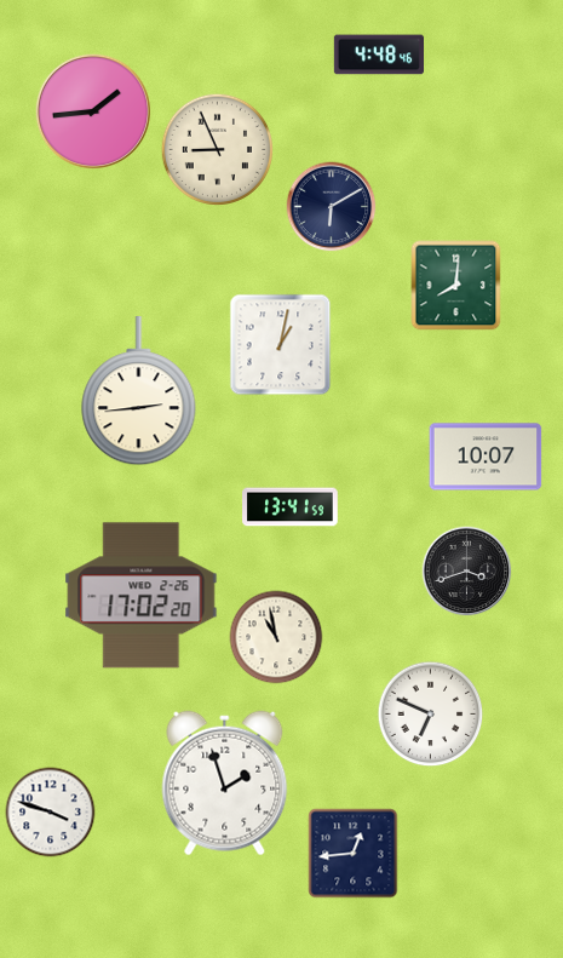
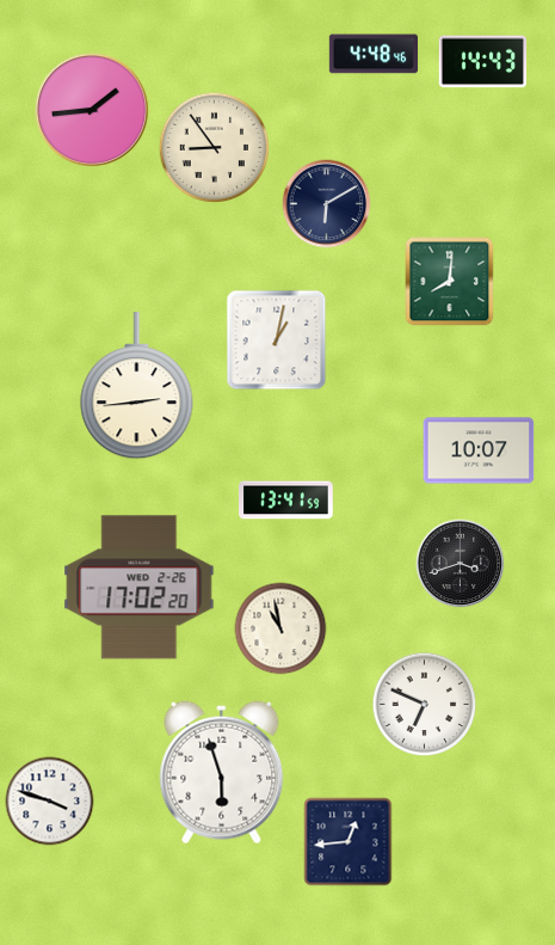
clock at (483, 62): none -> 14:43
clock at (218, 150): 8:56 -> 8:54
clock at (276, 637) position: (276, 637) -> (280, 628)
clock at (225, 784): 1:57 -> 5:57
